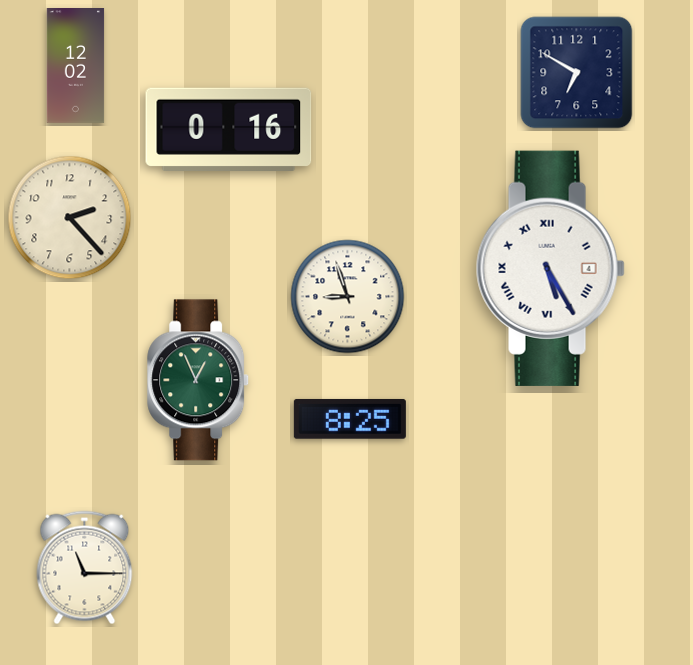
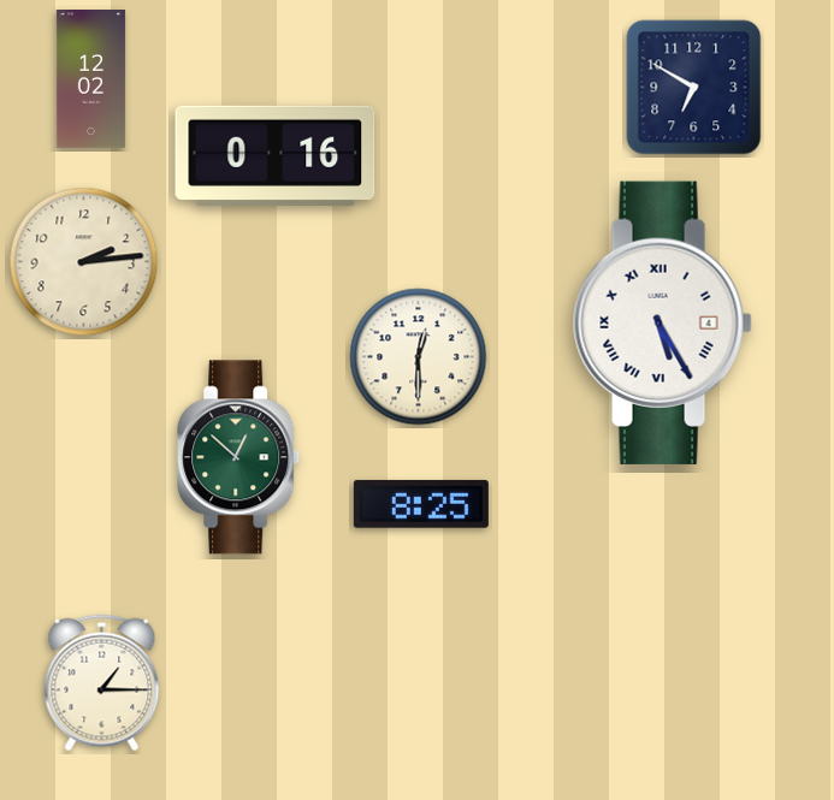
clock at (70, 218): 2:23 -> 2:14
clock at (348, 297): 8:57 -> 12:30
clock at (199, 380): 12:56 -> 12:52
clock at (85, 568): 11:15 -> 1:15
